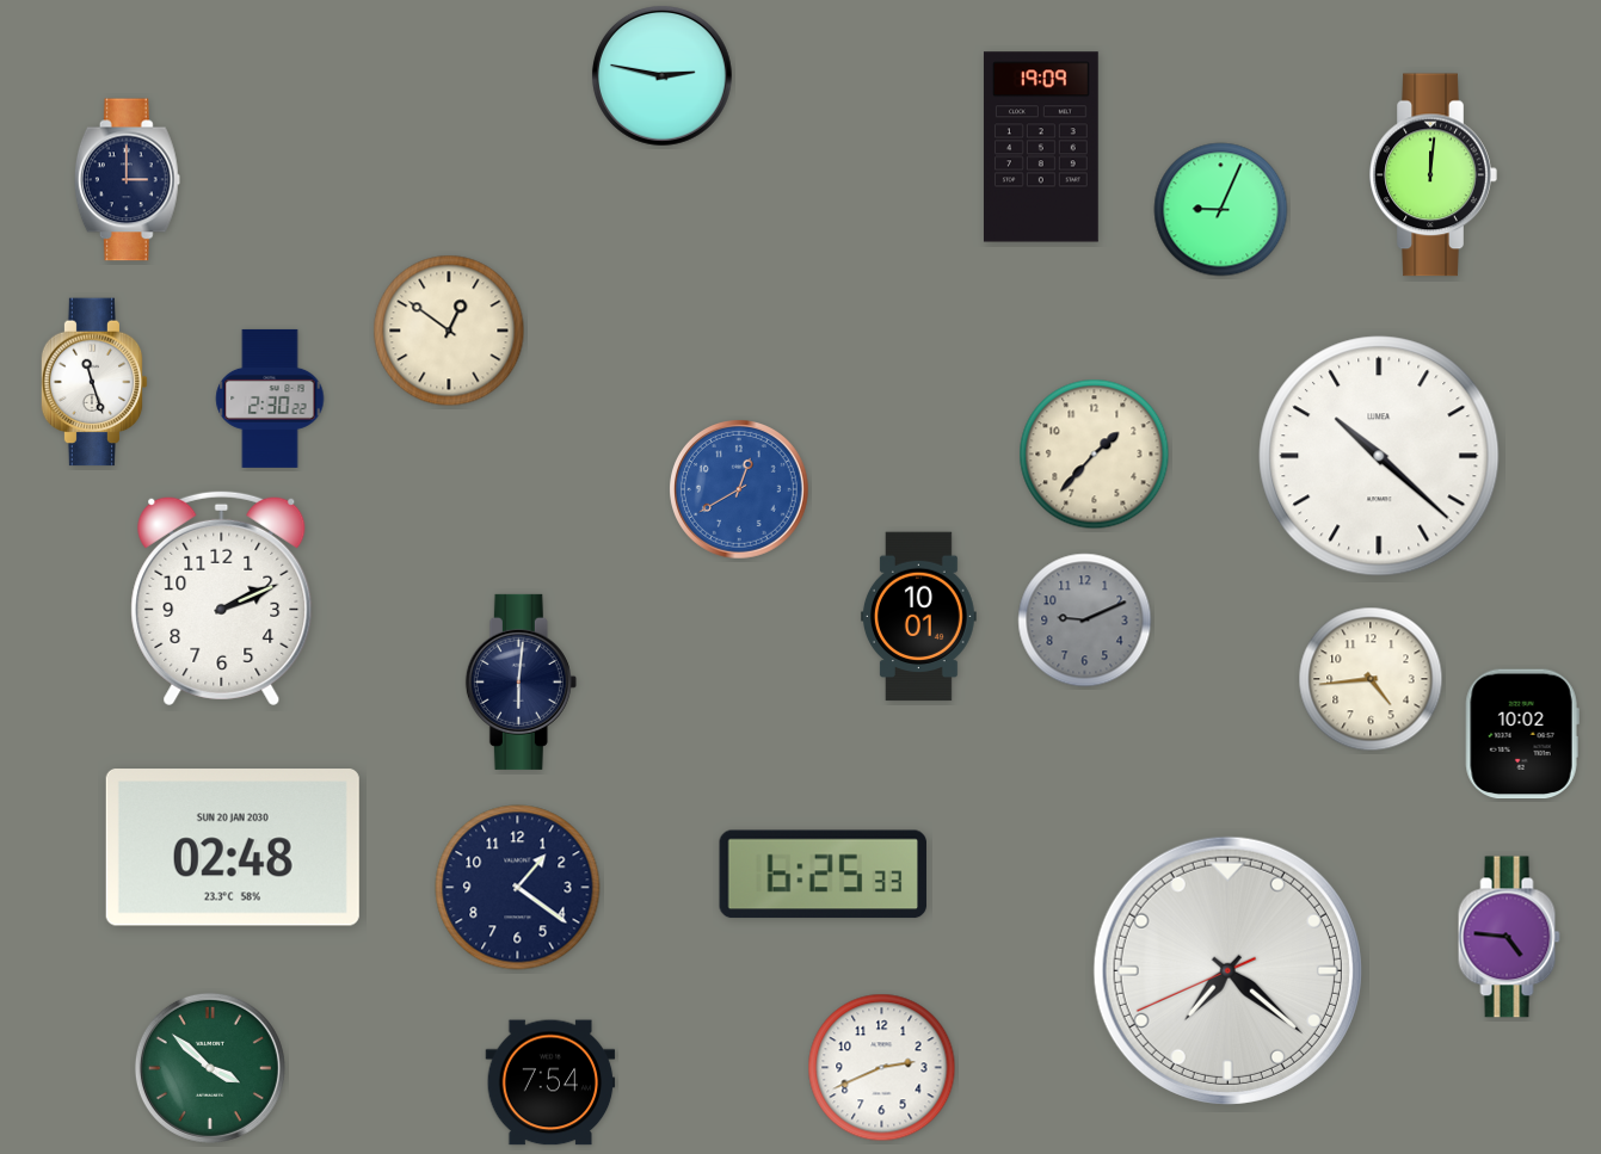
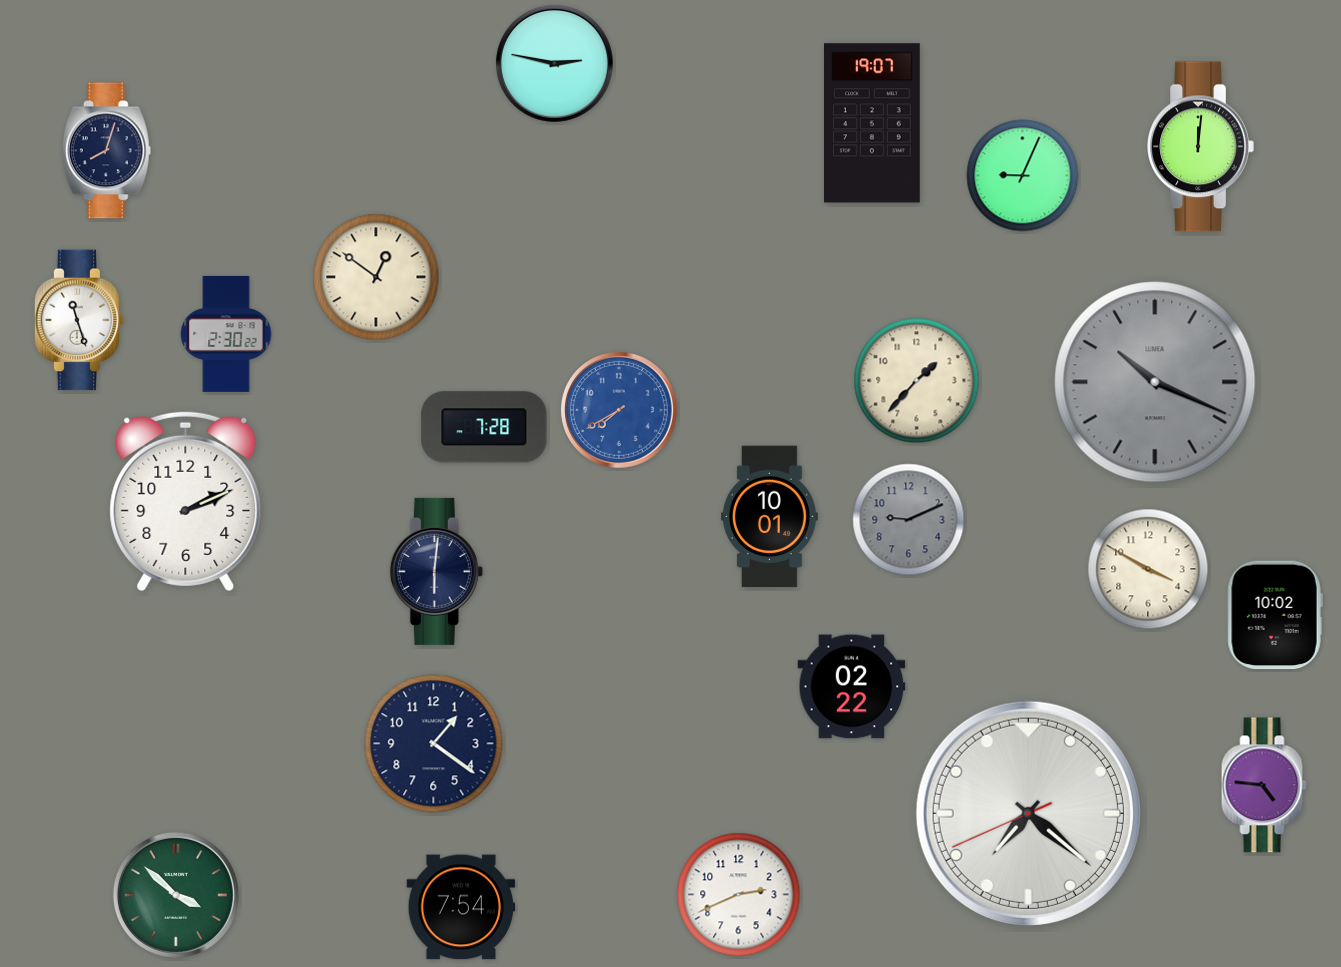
clock at (1041, 147): 19:09 -> 19:07
clock at (127, 180): 3:00 -> 8:03
clock at (1379, 456): 10:22 -> 10:19
clock at (1379, 456) dial: white -> grey
clock at (740, 490): 12:40 -> 7:40
clock at (484, 427): none -> 7:28
clock at (1371, 679): 4:44 -> 3:50
clock at (852, 687): none -> 02:22
clock at (233, 848): 02:48 -> none
clock at (823, 875): 6:25 -> none
